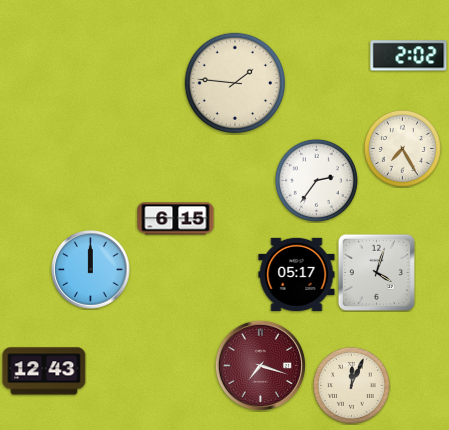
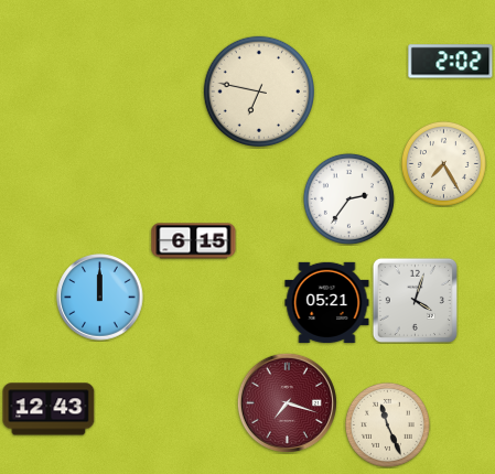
clock at (234, 82): 1:46 -> 6:47
clock at (297, 274): 05:17 -> 05:21
clock at (351, 385): 12:04 -> 11:26
